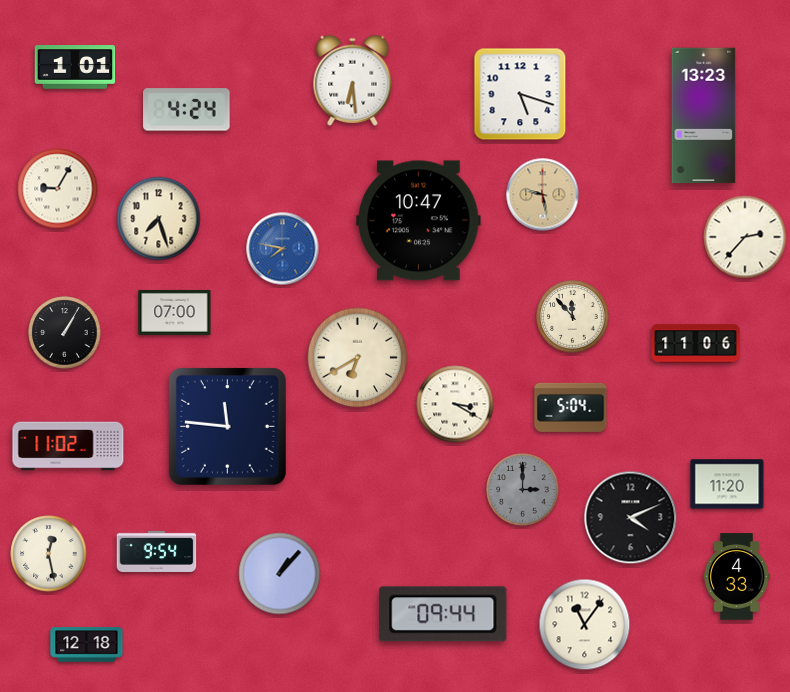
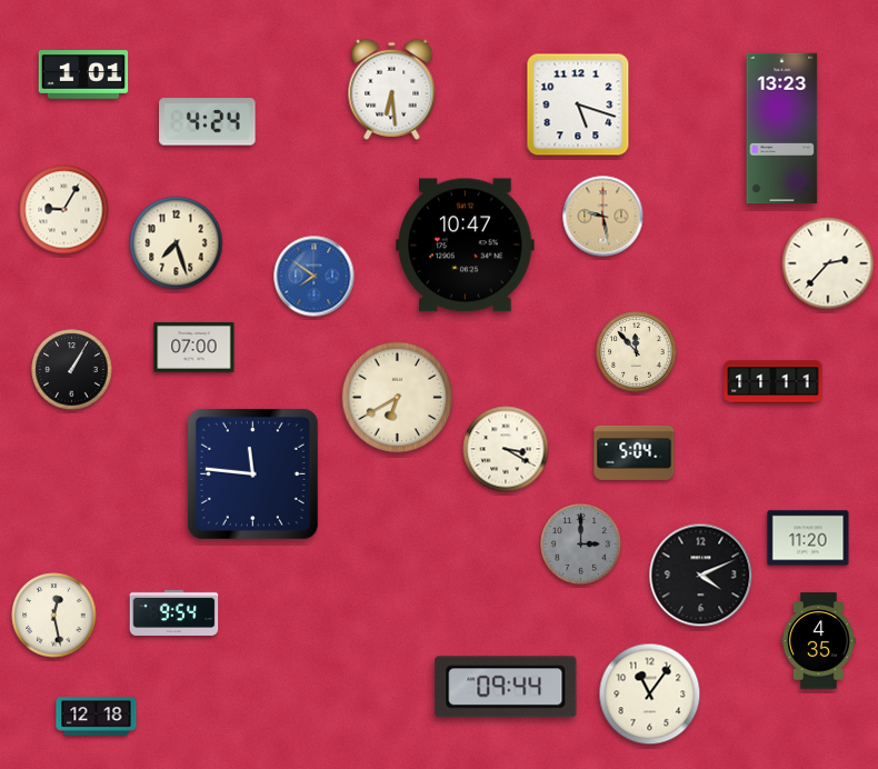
clock at (283, 249): 7:47 -> 7:51
clock at (696, 344): 11:06 -> 11:11
clock at (68, 446): 11:02 -> none
clock at (280, 574): 1:07 -> none
clock at (737, 577): 4:33 -> 4:35
clock at (443, 614) position: (443, 614) -> (506, 687)
